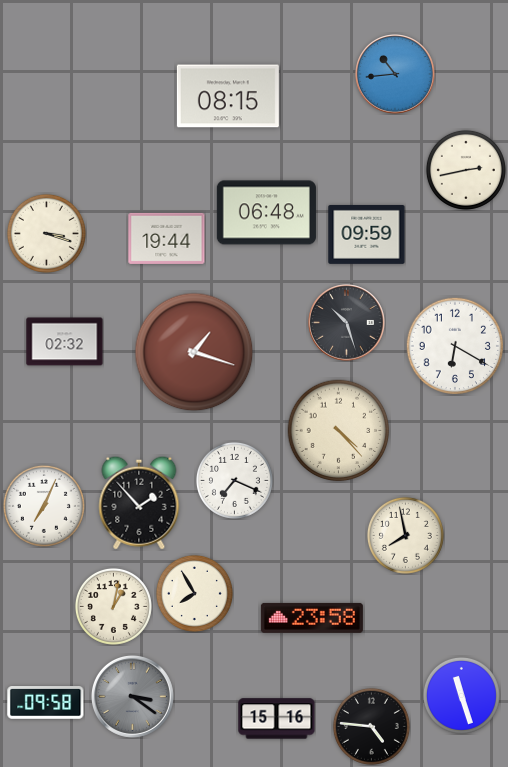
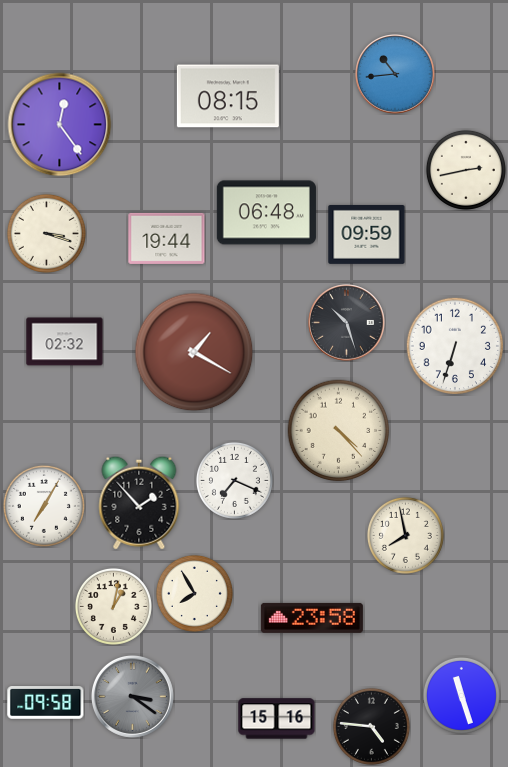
clock at (60, 125): none -> 12:24
clock at (455, 346): 6:20 -> 6:33
clock at (194, 352): 1:18 -> 1:20
clock at (44, 506): 7:04 -> 7:05
